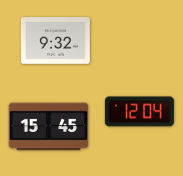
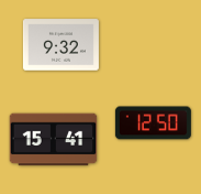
clock at (139, 112): 12:04 -> 12:50
clock at (49, 127): 15:45 -> 15:41
